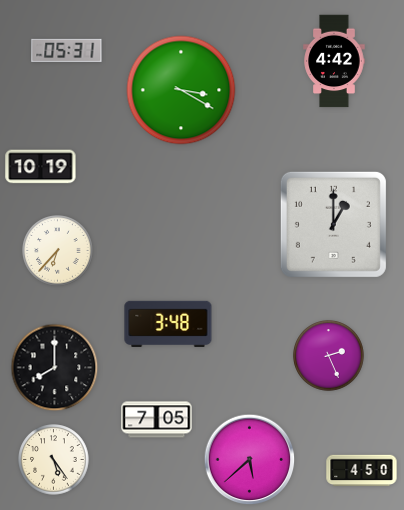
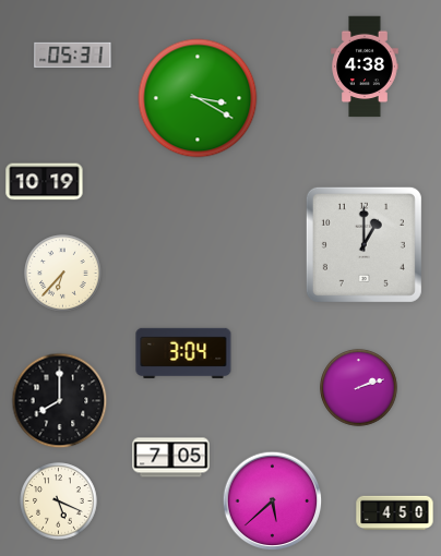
clock at (334, 61): 4:42 -> 4:38
clock at (168, 323): 3:48 -> 3:04
clock at (329, 356): 2:26 -> 2:12
clock at (54, 460): 5:24 -> 5:19
